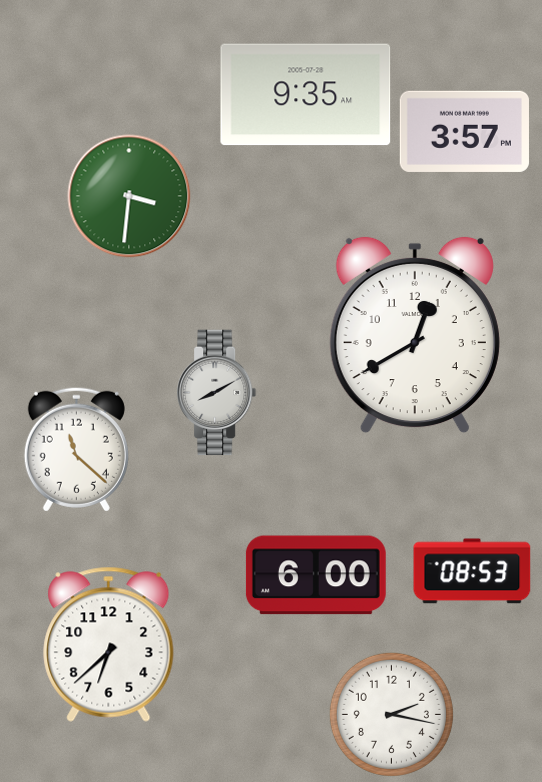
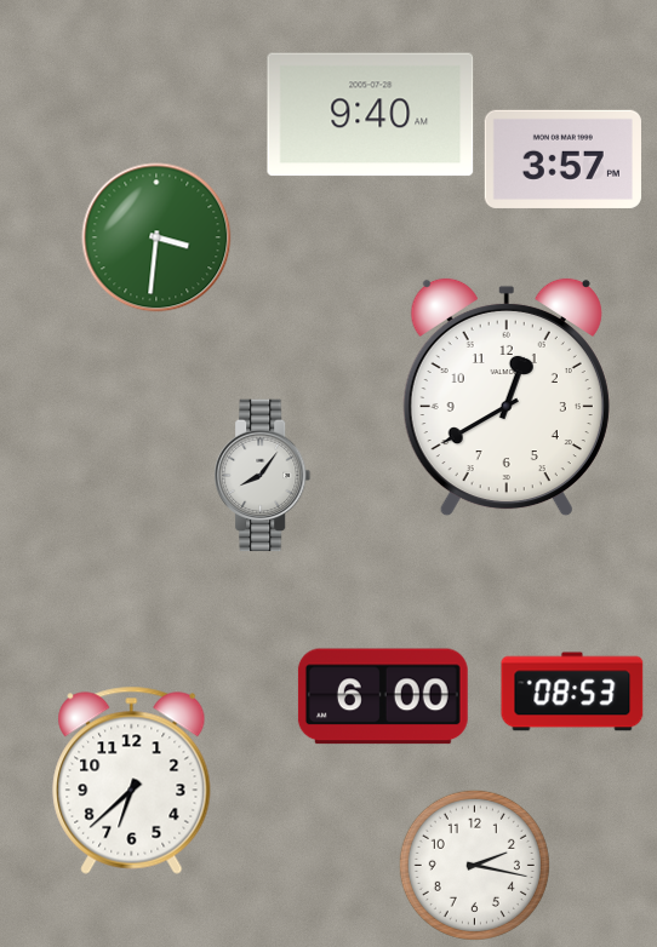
clock at (306, 95): 9:35 -> 9:40
clock at (415, 335) position: (415, 335) -> (507, 397)
clock at (217, 393): 8:10 -> 8:06
clock at (76, 449): 11:22 -> none
